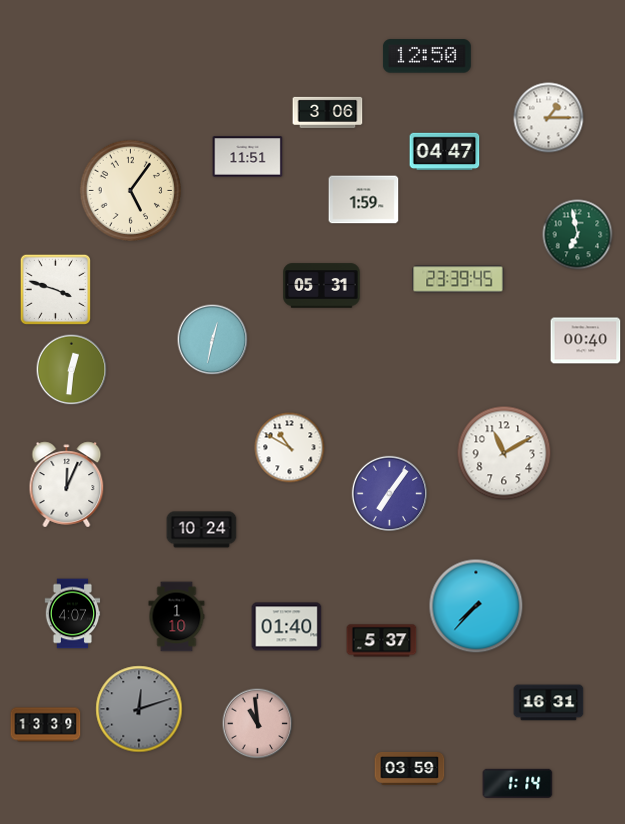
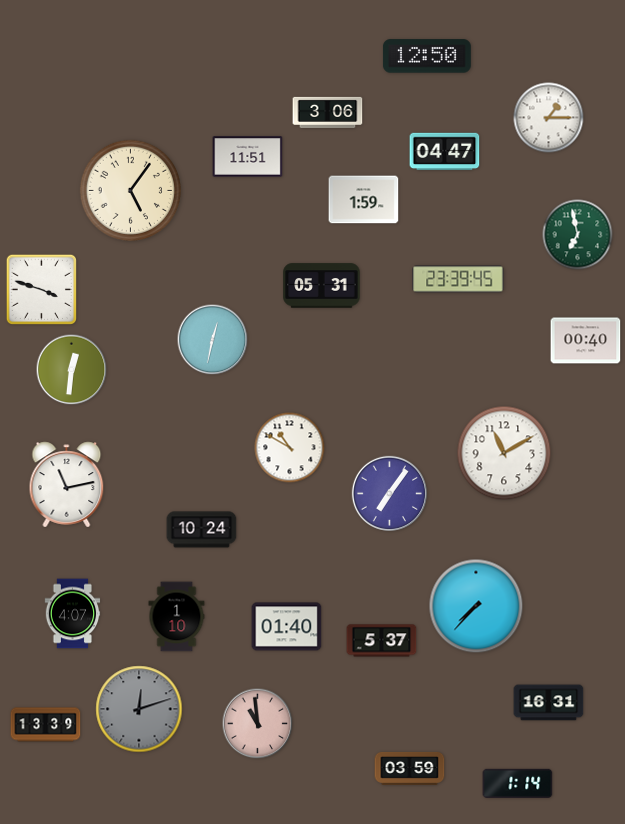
clock at (55, 289) position: (55, 289) -> (41, 289)
clock at (67, 485): 12:04 -> 11:13
